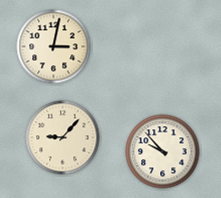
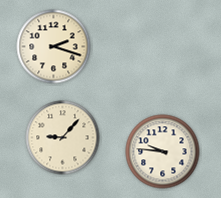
clock at (54, 47): 3:02 -> 2:18
clock at (163, 152): 9:53 -> 9:46
